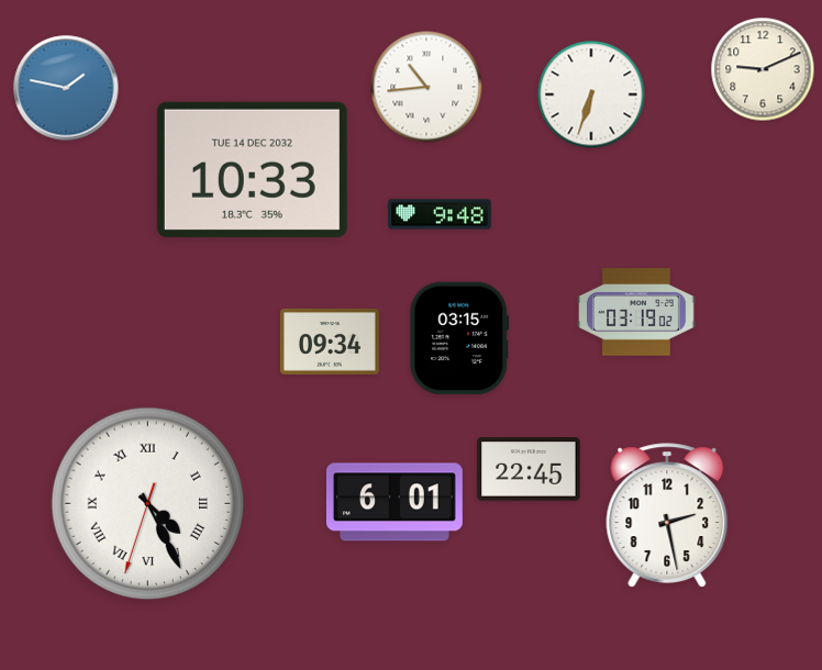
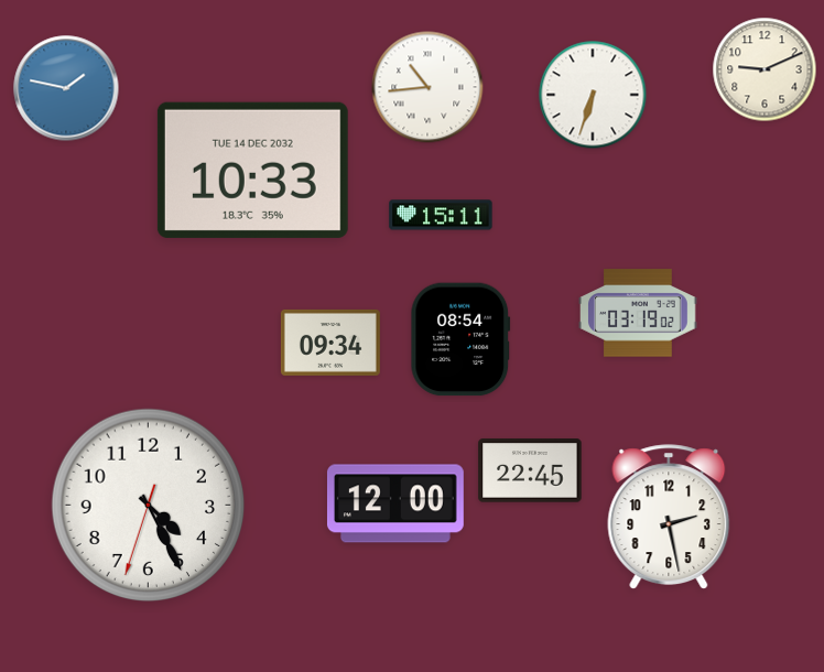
clock at (440, 214): 9:48 -> 15:11
clock at (459, 338): 03:15 -> 08:54
clock at (395, 502): 6:01 -> 12:00
clock at (148, 504) numerals: Roman -> Arabic
